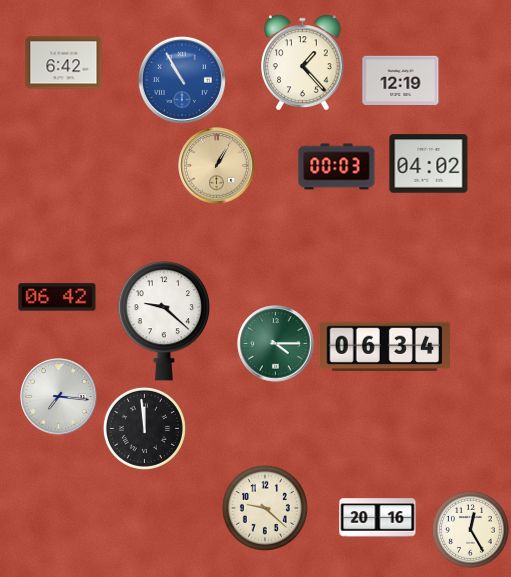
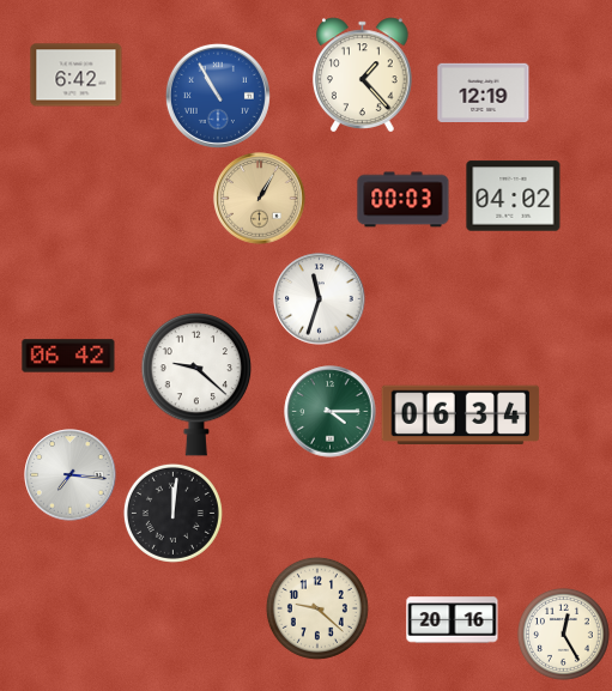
clock at (401, 80) position: (401, 80) -> (484, 92)
clock at (320, 299): none -> 11:33
clock at (144, 428): 11:59 -> 12:01
